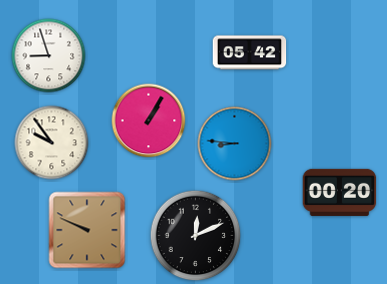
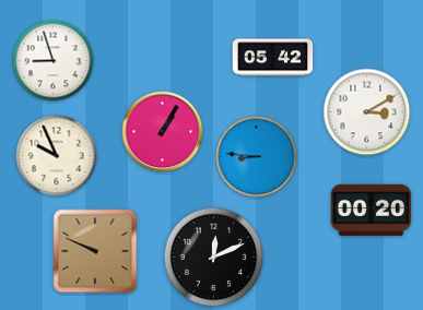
clock at (367, 112): none -> 3:10
clock at (52, 143): 9:54 -> 9:56
